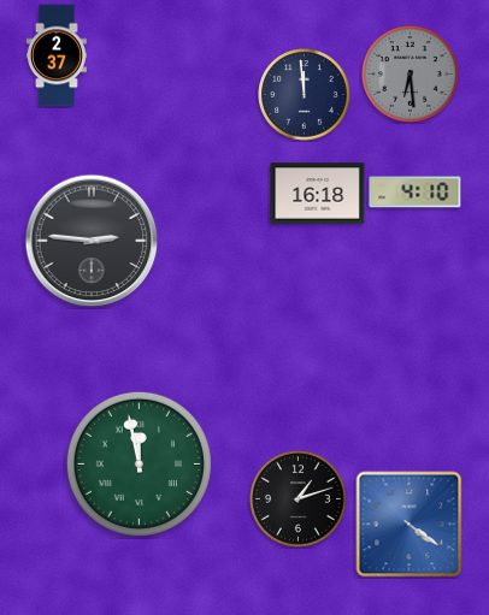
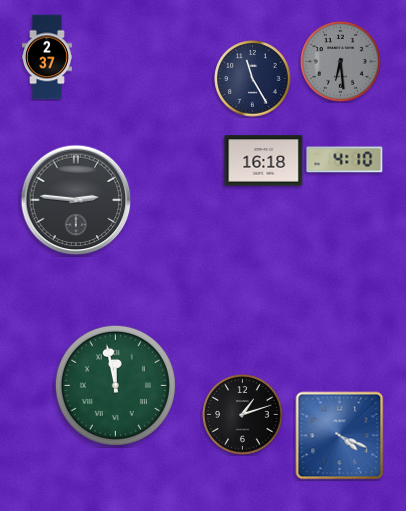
clock at (57, 55) position: (57, 55) -> (47, 57)
clock at (305, 95): 11:59 -> 11:25
clock at (299, 499) position: (299, 499) -> (243, 415)
clock at (410, 525): 4:21 -> 4:19
